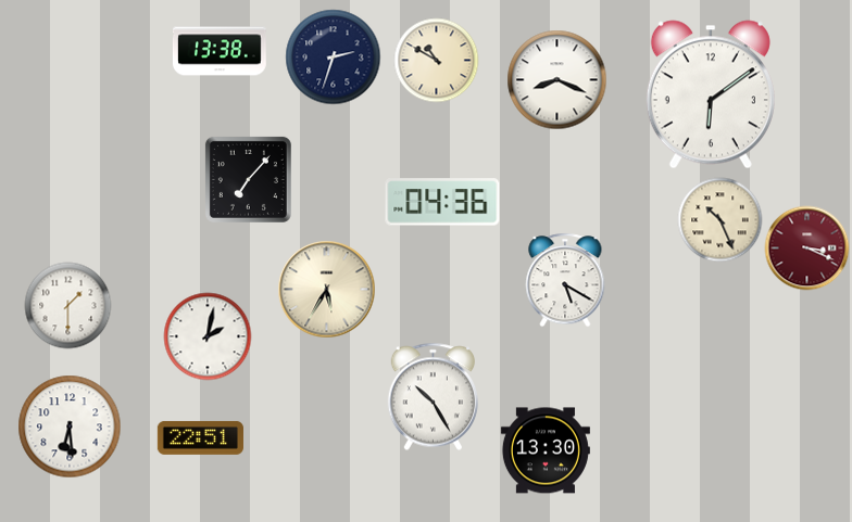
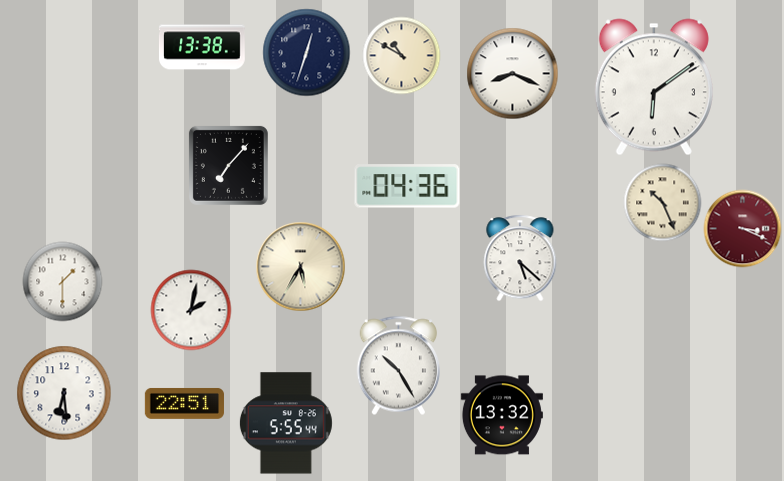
clock at (333, 56): 2:33 -> 12:33
clock at (565, 280): 5:20 -> 5:22
clock at (546, 450): 13:30 -> 13:32
clock at (286, 423): none -> 5:55
